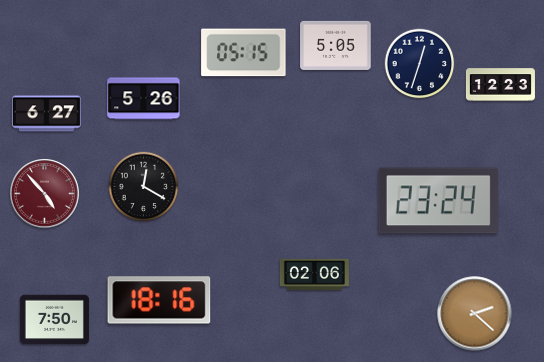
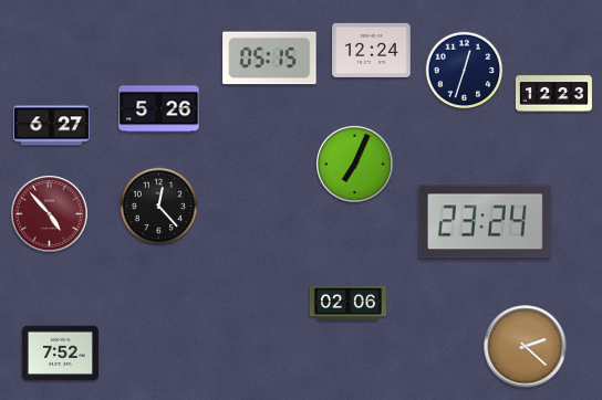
clock at (336, 45): 5:05 -> 12:24
clock at (355, 165): none -> 7:04
clock at (144, 187): 12:20 -> 12:23
clock at (159, 300): 18:16 -> none
clock at (54, 320): 7:50 -> 7:52
